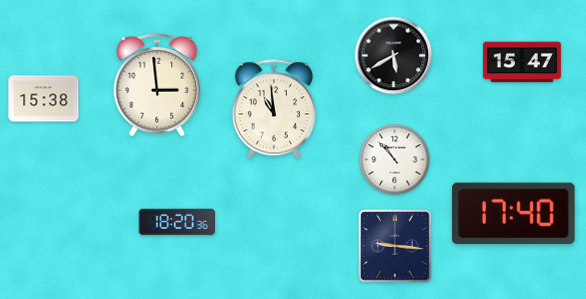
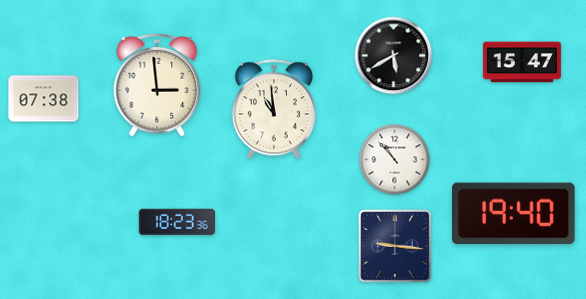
clock at (44, 99): 15:38 -> 07:38
clock at (514, 214): 17:40 -> 19:40
clock at (177, 222): 18:20 -> 18:23
